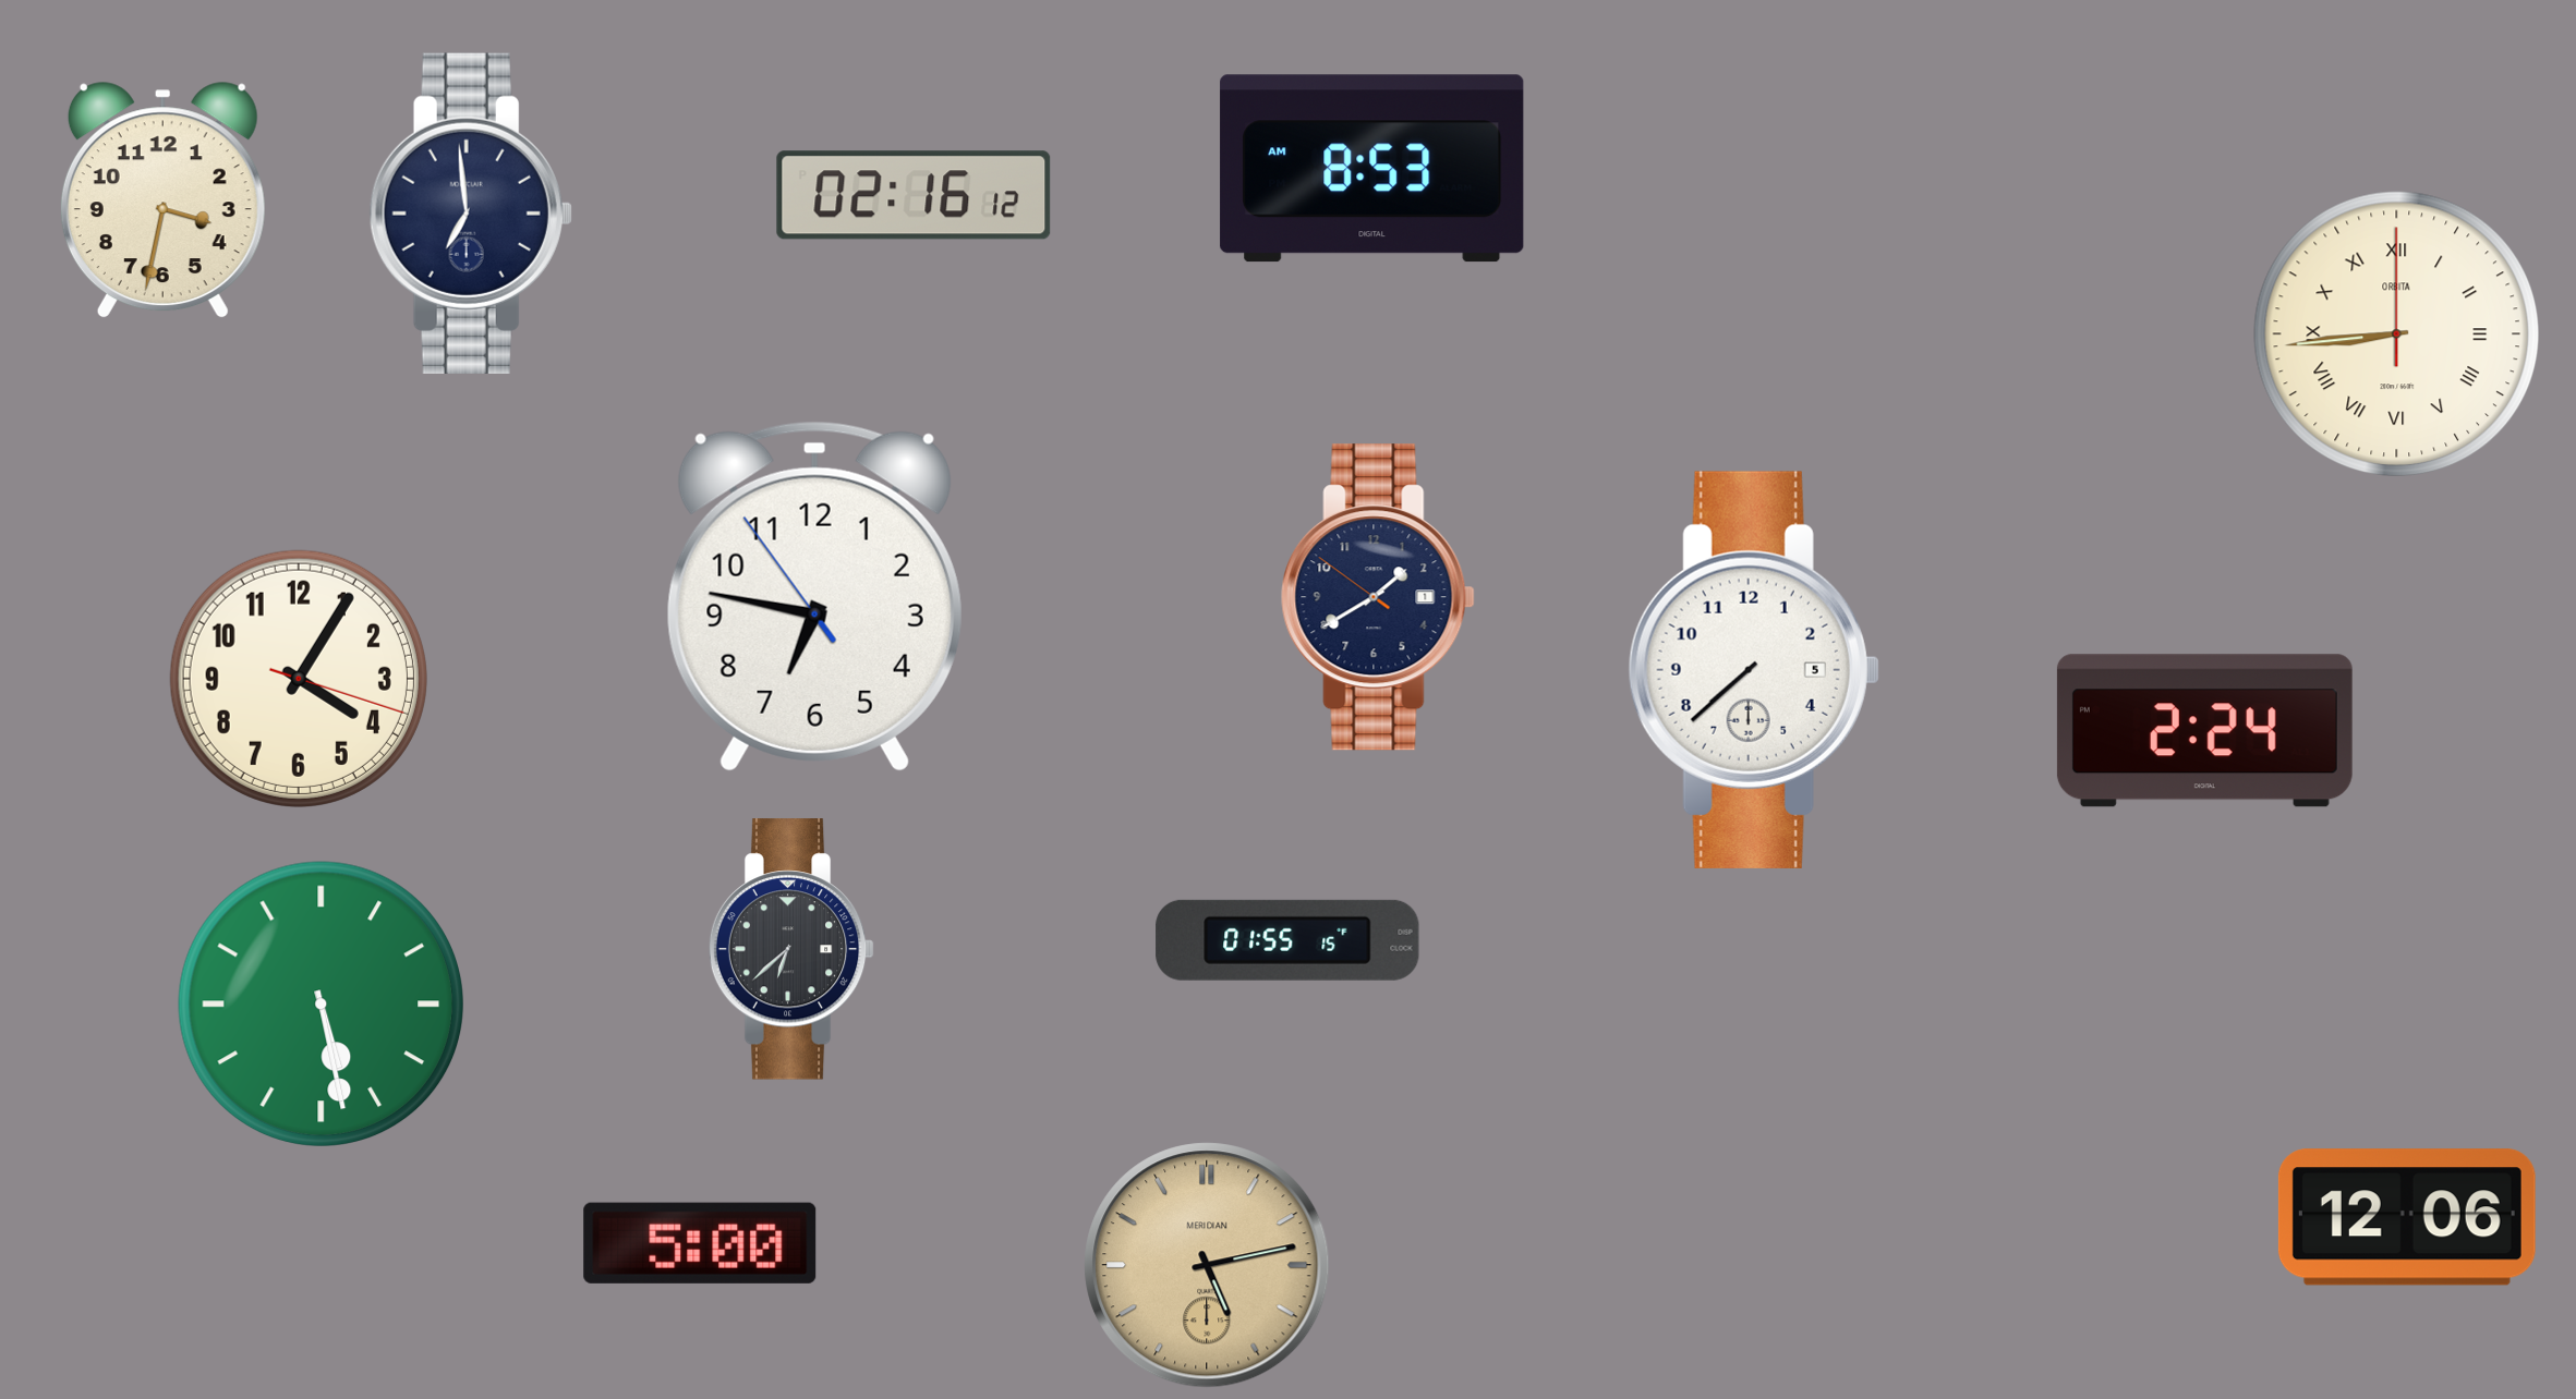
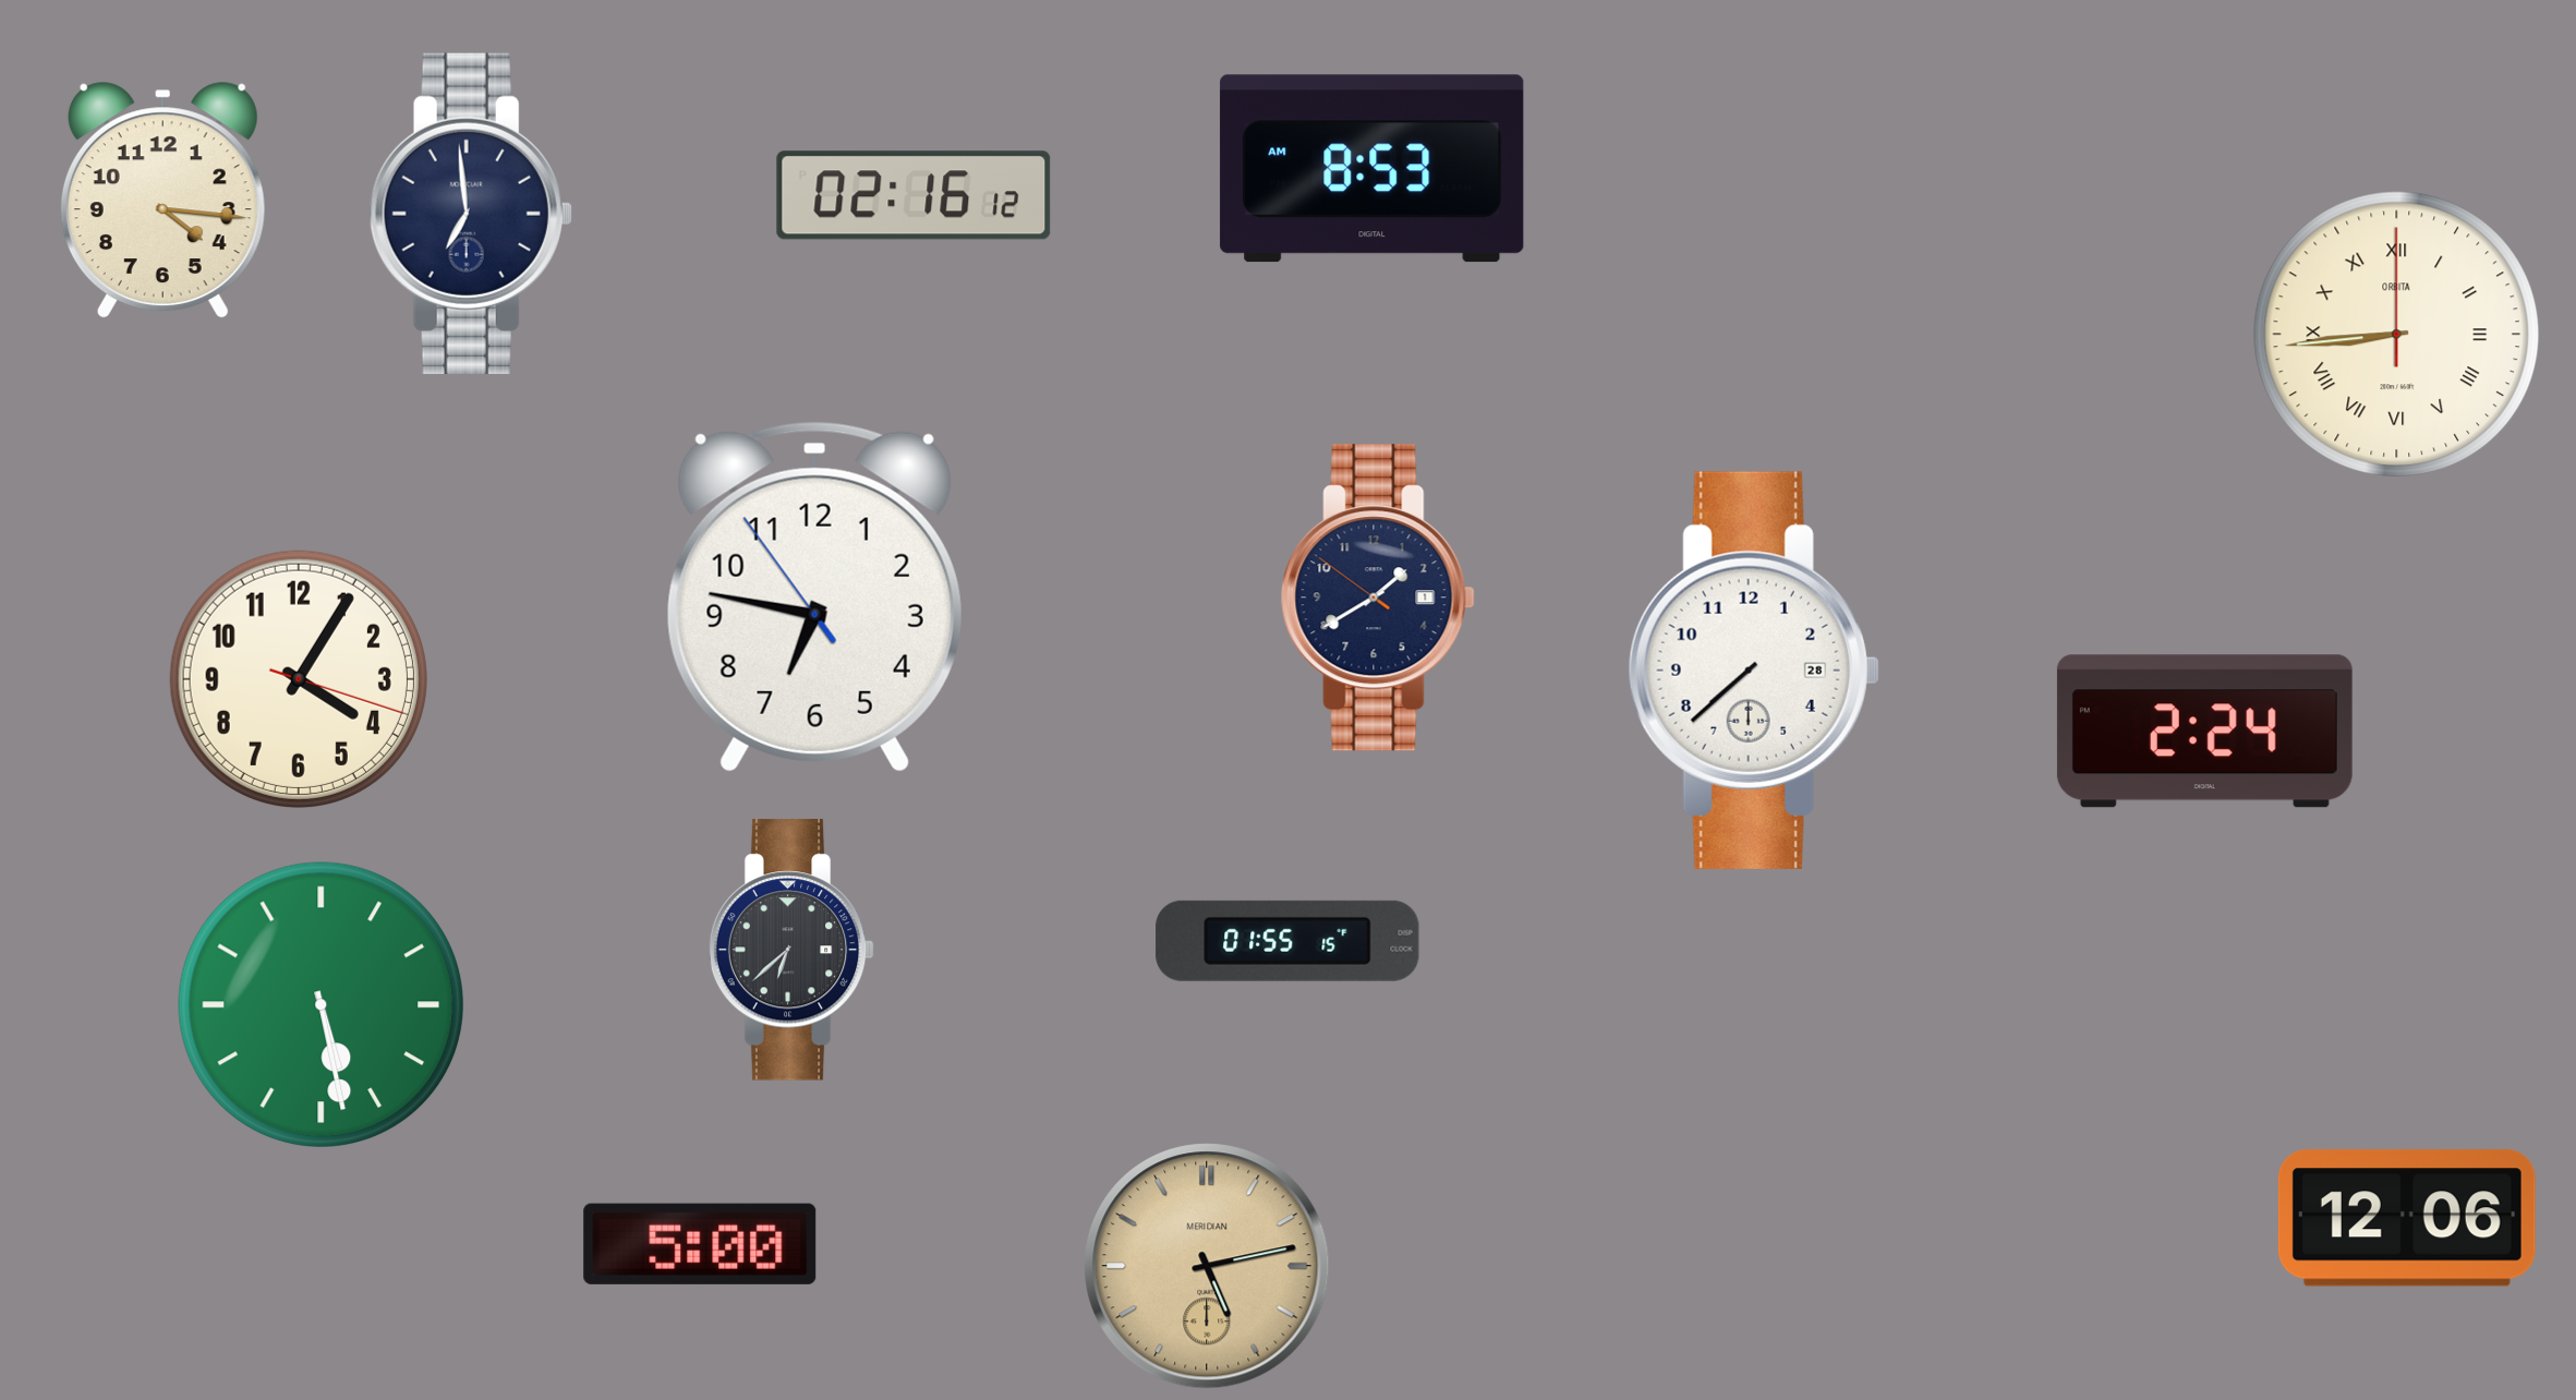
clock at (162, 199): 3:32 -> 4:16
clock at (1754, 670) date: 5 -> 28
